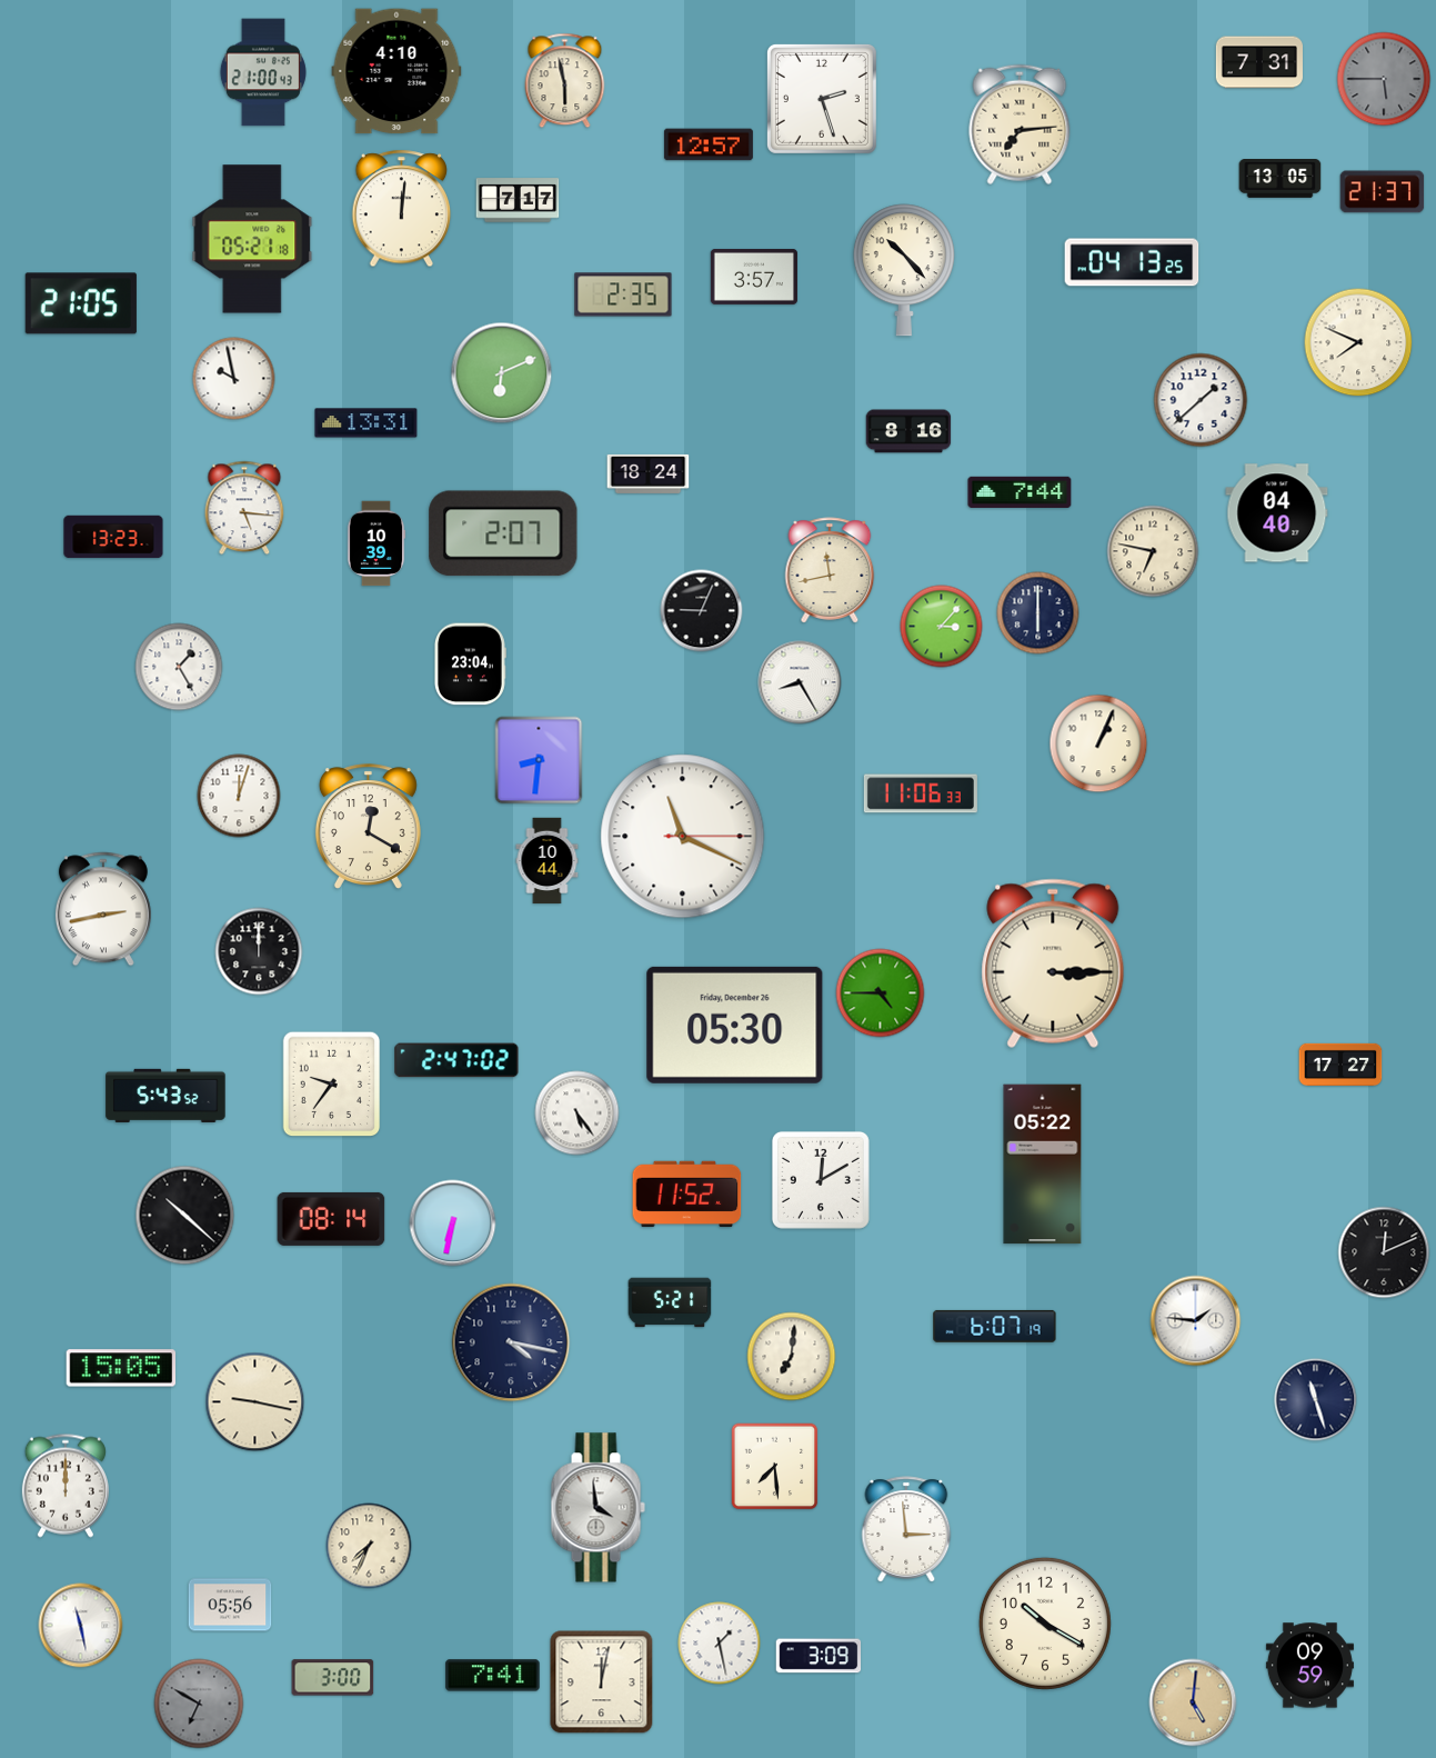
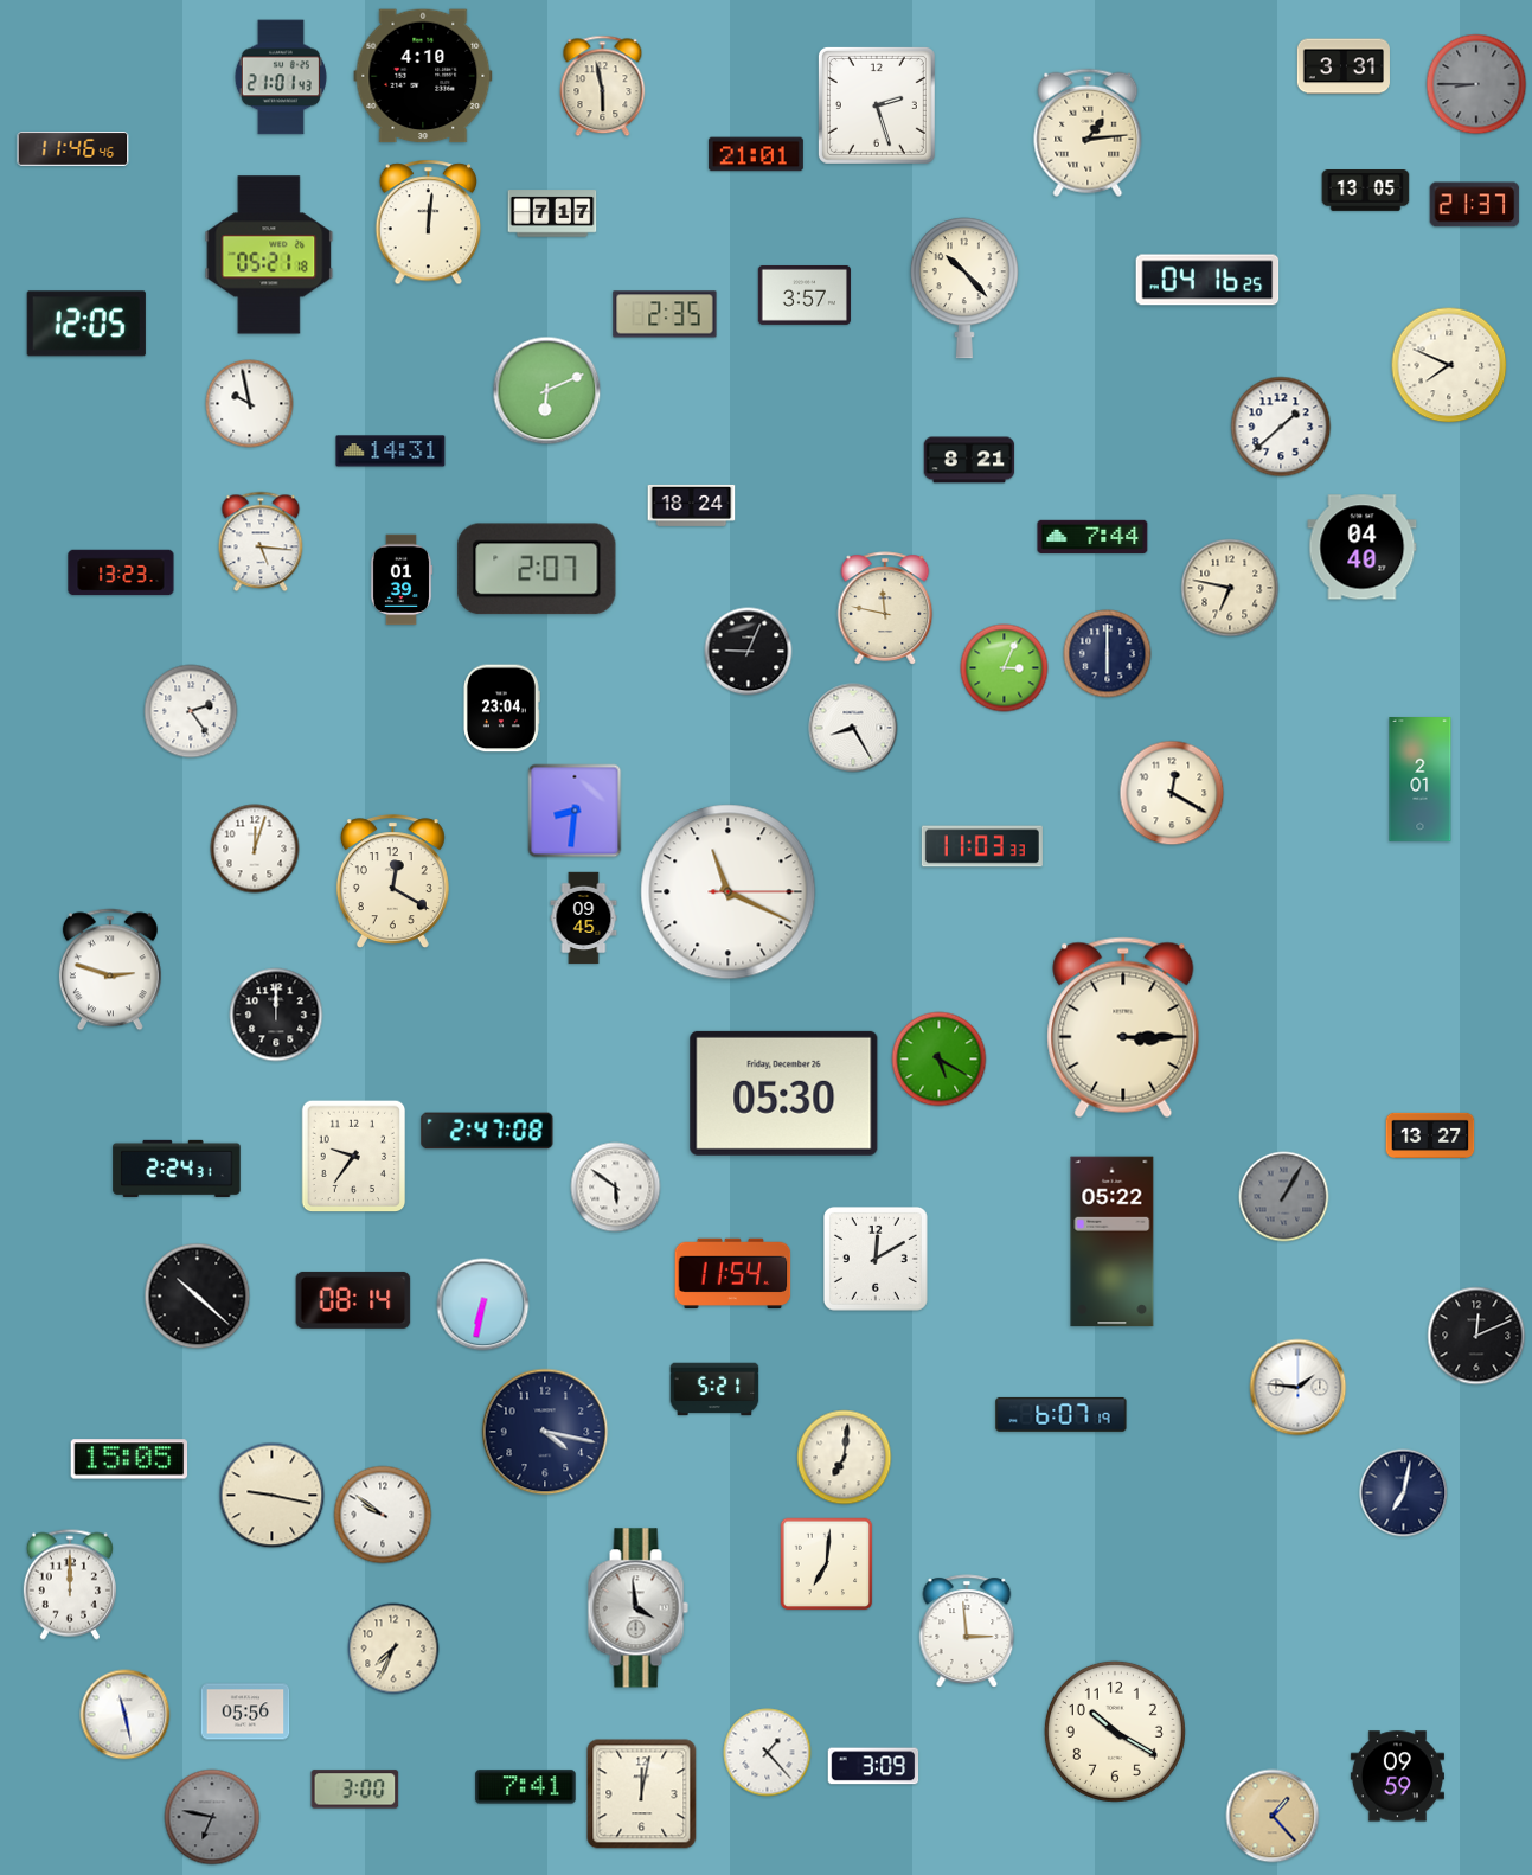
clock at (1259, 62): 7:31 -> 3:31
clock at (263, 72): 21:00 -> 21:01
clock at (1384, 79): 5:45 -> 8:45
clock at (1020, 124): 7:14 -> 1:14
clock at (73, 149): none -> 11:46
clock at (709, 144): 12:57 -> 21:01
clock at (1132, 262): 04:13 -> 04:16
clock at (81, 303): 21:05 -> 12:05
clock at (502, 373) position: (502, 373) -> (547, 391)
clock at (366, 423): 13:31 -> 14:31
clock at (908, 431): 8:16 -> 8:21
clock at (1020, 492) position: (1020, 492) -> (1092, 537)
clock at (376, 543): 10:39 -> 01:39
clock at (830, 570): 11:43 -> 11:47
clock at (942, 627): 3:07 -> 3:04
clock at (179, 667): 1:25 -> 2:24
clock at (1421, 780): none -> 2:01
clock at (1098, 743): 1:04 -> 12:20
clock at (921, 793): 11:06 -> 11:03
clock at (548, 861): 10:44 -> 09:45
clock at (103, 909): 2:43 -> 2:48
clock at (881, 993): 4:45 -> 5:20
clock at (456, 1060): 2:47:02 -> 2:47:08
clock at (1340, 1065): 17:27 -> 13:27
clock at (165, 1096): 5:43 -> 2:24
clock at (578, 1113): 5:24 -> 5:51
clock at (1284, 1197): none -> 1:05
clock at (687, 1195): 11:52 -> 11:54
clock at (1196, 1321) position: (1196, 1321) -> (1299, 1388)
clock at (792, 1357) position: (792, 1357) -> (845, 1458)
clock at (1316, 1400): 11:27 -> 7:02
clock at (383, 1515): none -> 9:51
clock at (775, 1467): 7:29 -> 7:01
clock at (81, 1626) position: (81, 1626) -> (126, 1715)
clock at (720, 1644): 1:28 -> 1:23
clock at (1193, 1702): 5:01 -> 1:23
clock at (199, 1704): 6:50 -> 6:47
